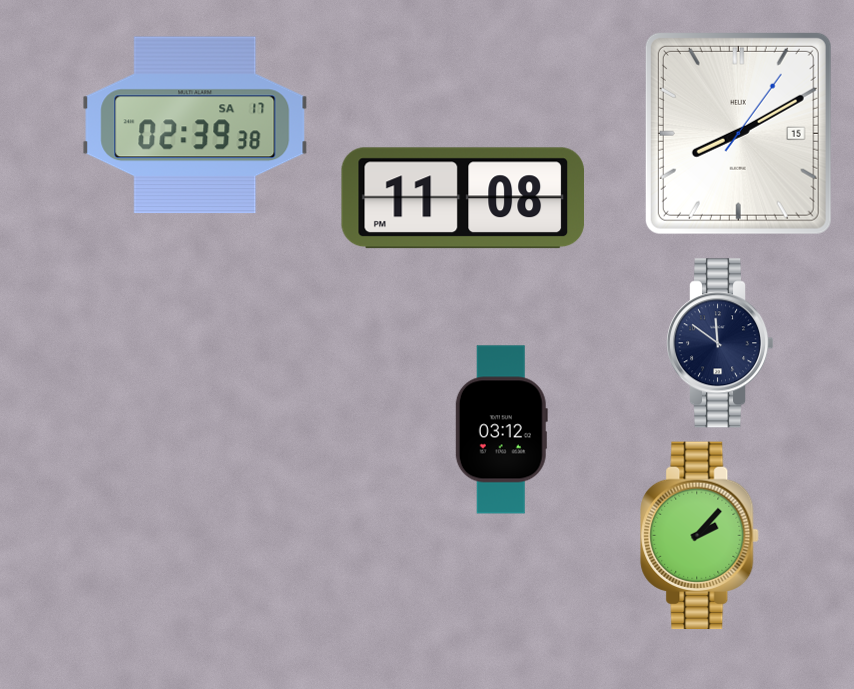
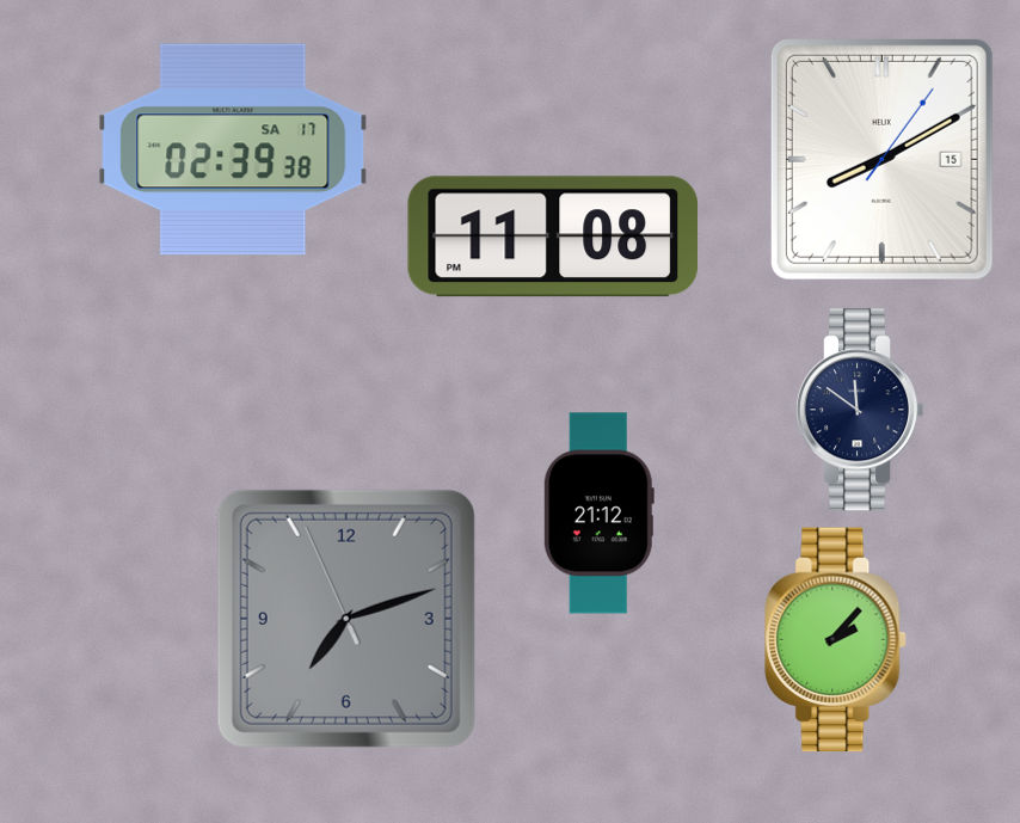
clock at (501, 430): 03:12 -> 21:12
clock at (346, 619): none -> 7:11
